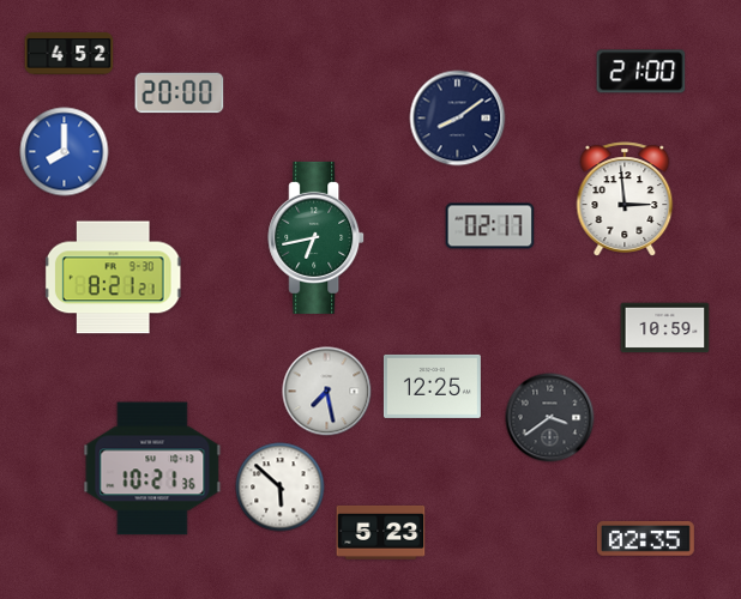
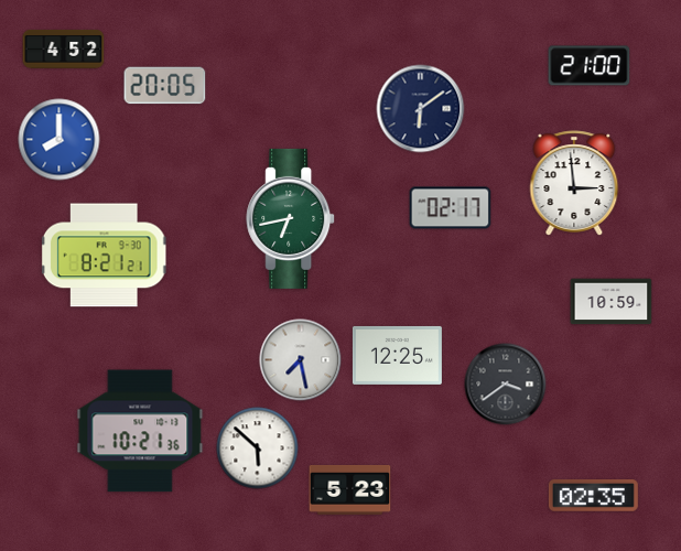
clock at (180, 93): 20:00 -> 20:05
clock at (458, 119): 8:09 -> 6:09
